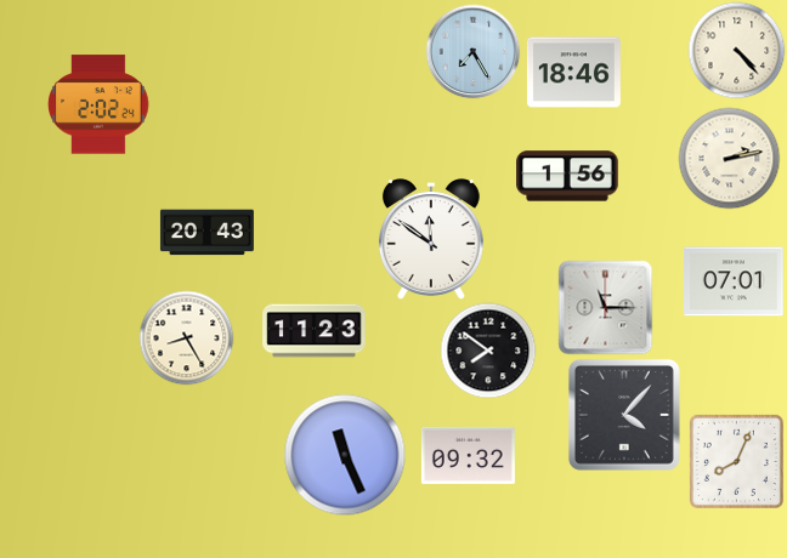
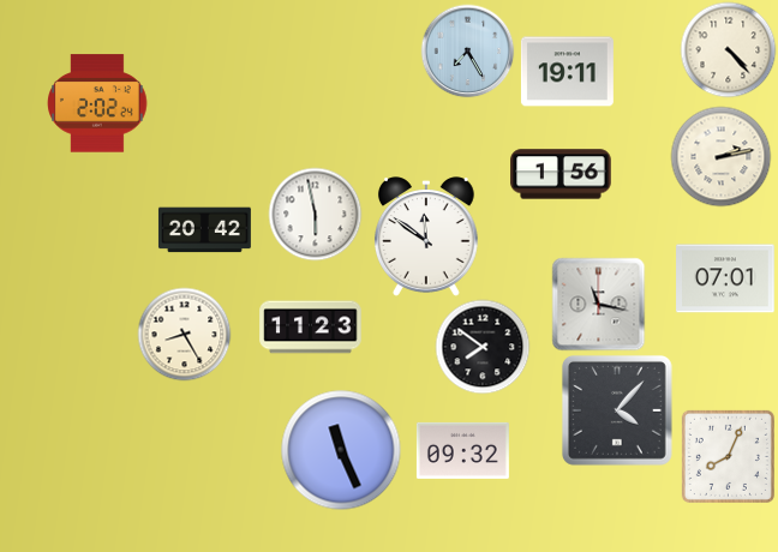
clock at (573, 73): 18:46 -> 19:11
clock at (315, 214): none -> 5:58
clock at (206, 233): 20:43 -> 20:42
clock at (605, 307): 11:15 -> 11:17
